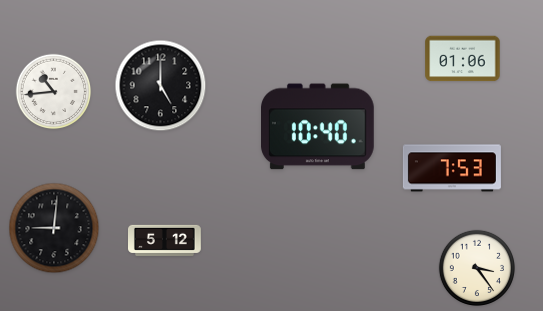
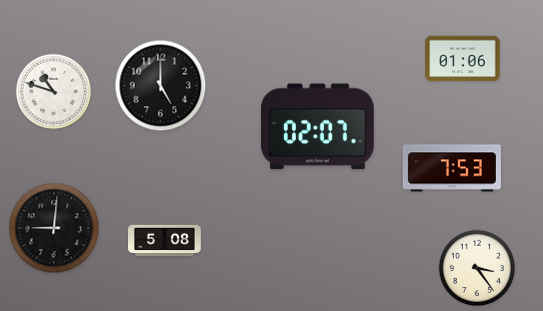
clock at (54, 92): 10:44 -> 10:48
clock at (318, 127): 10:40 -> 02:07
clock at (165, 240): 5:12 -> 5:08
